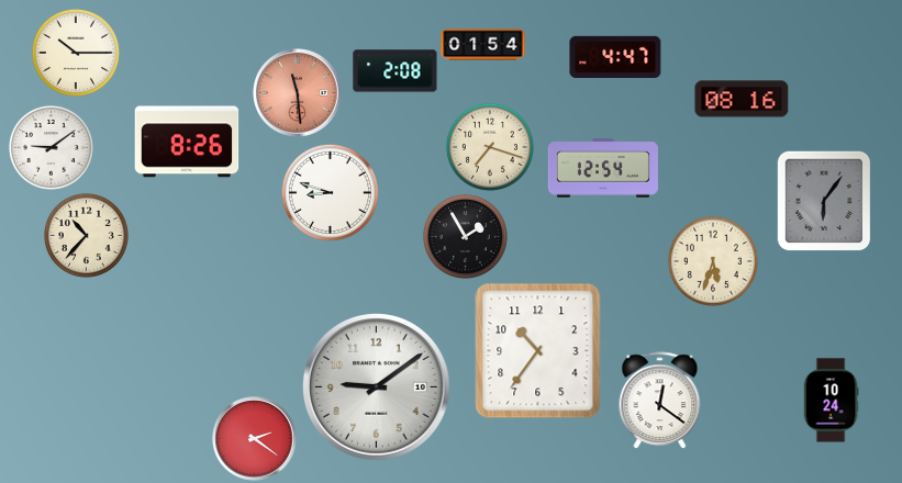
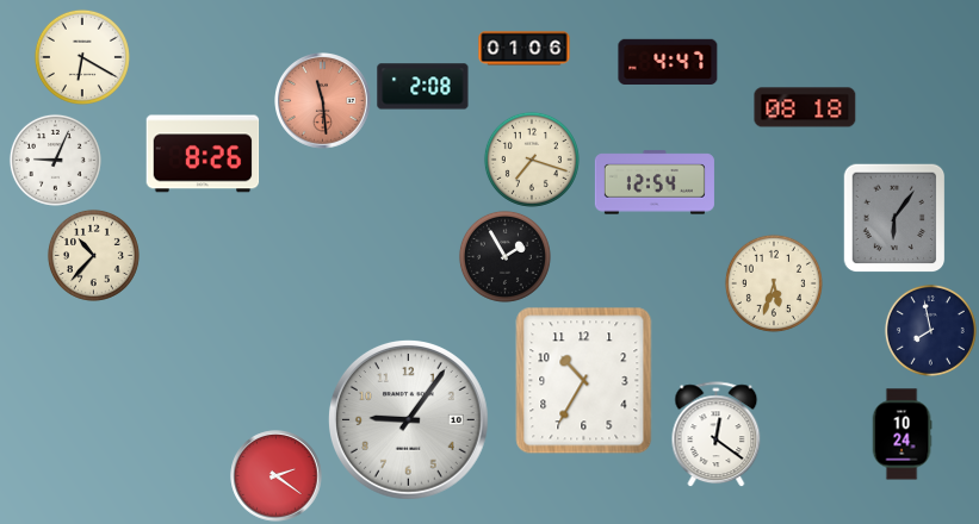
clock at (483, 45): 01:54 -> 01:06
clock at (76, 53): 10:15 -> 6:20
clock at (396, 71) position: (396, 71) -> (423, 87)
clock at (742, 99): 08:16 -> 08:18
clock at (51, 147): 9:09 -> 9:04
clock at (330, 192): 8:48 -> none
clock at (930, 330): none -> 7:58
clock at (538, 351): 10:36 -> 10:35
clock at (377, 387): 9:09 -> 9:06
